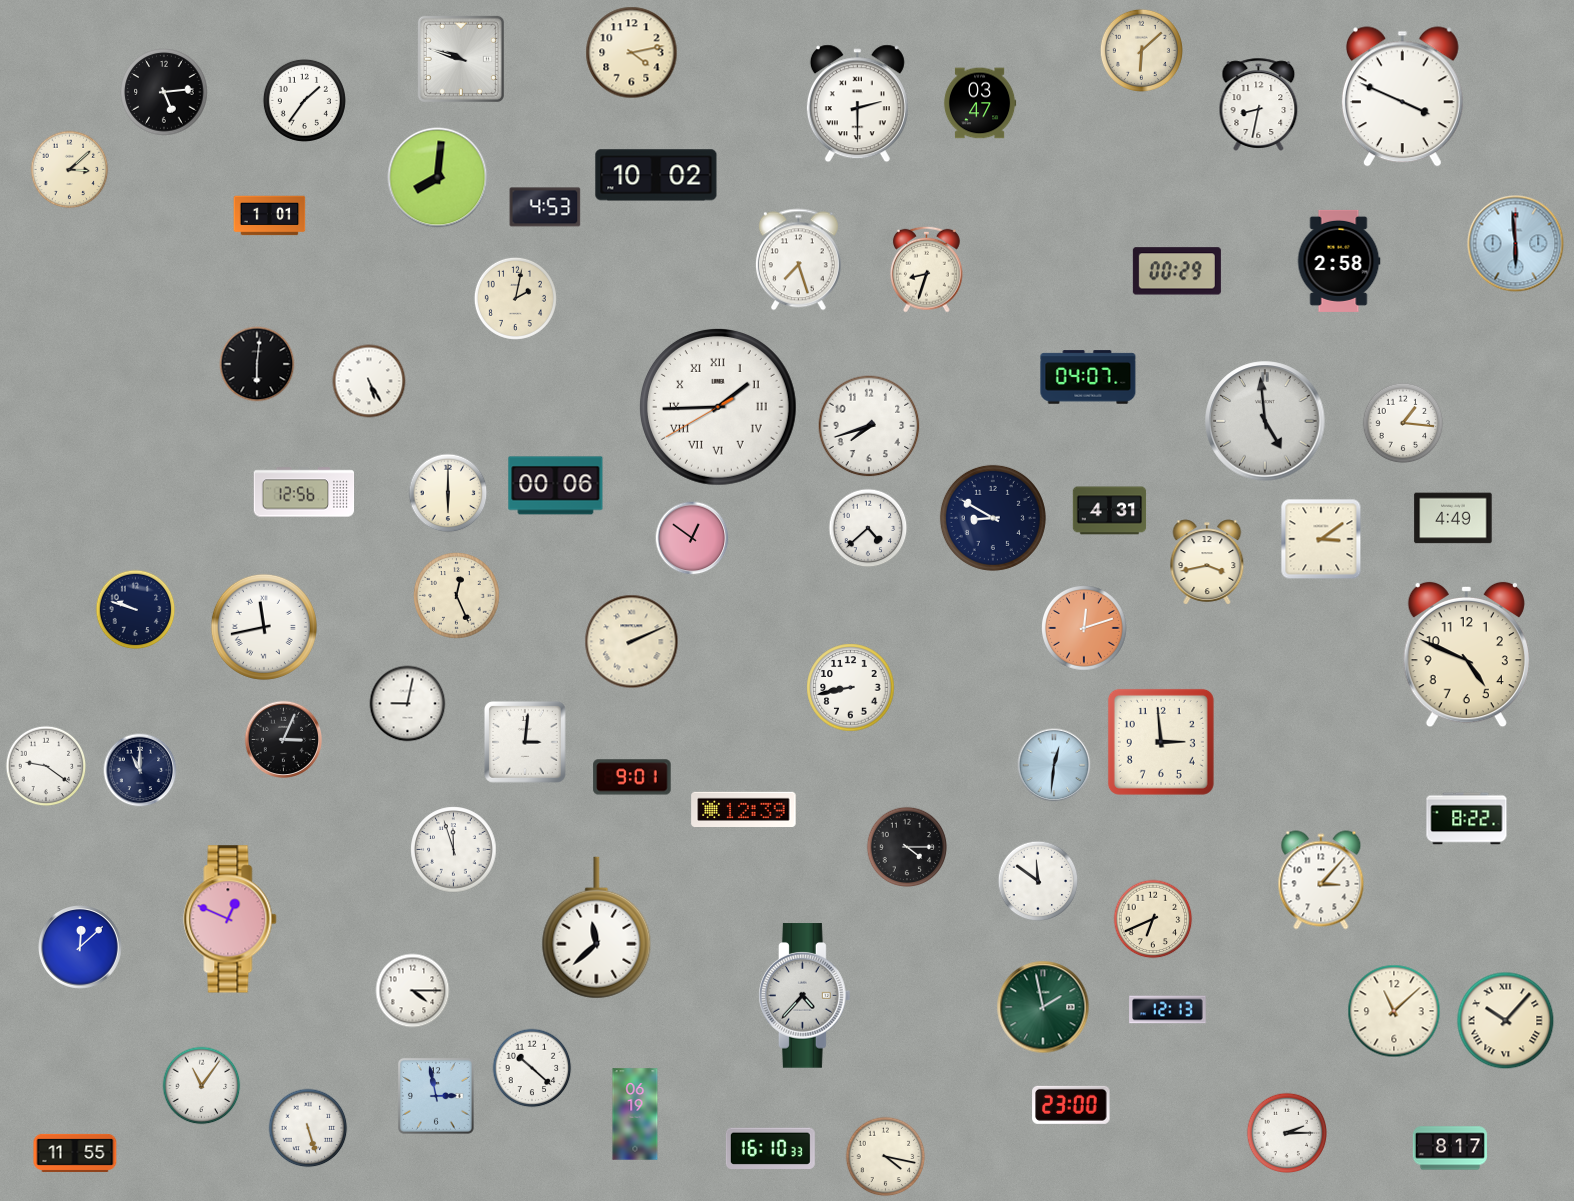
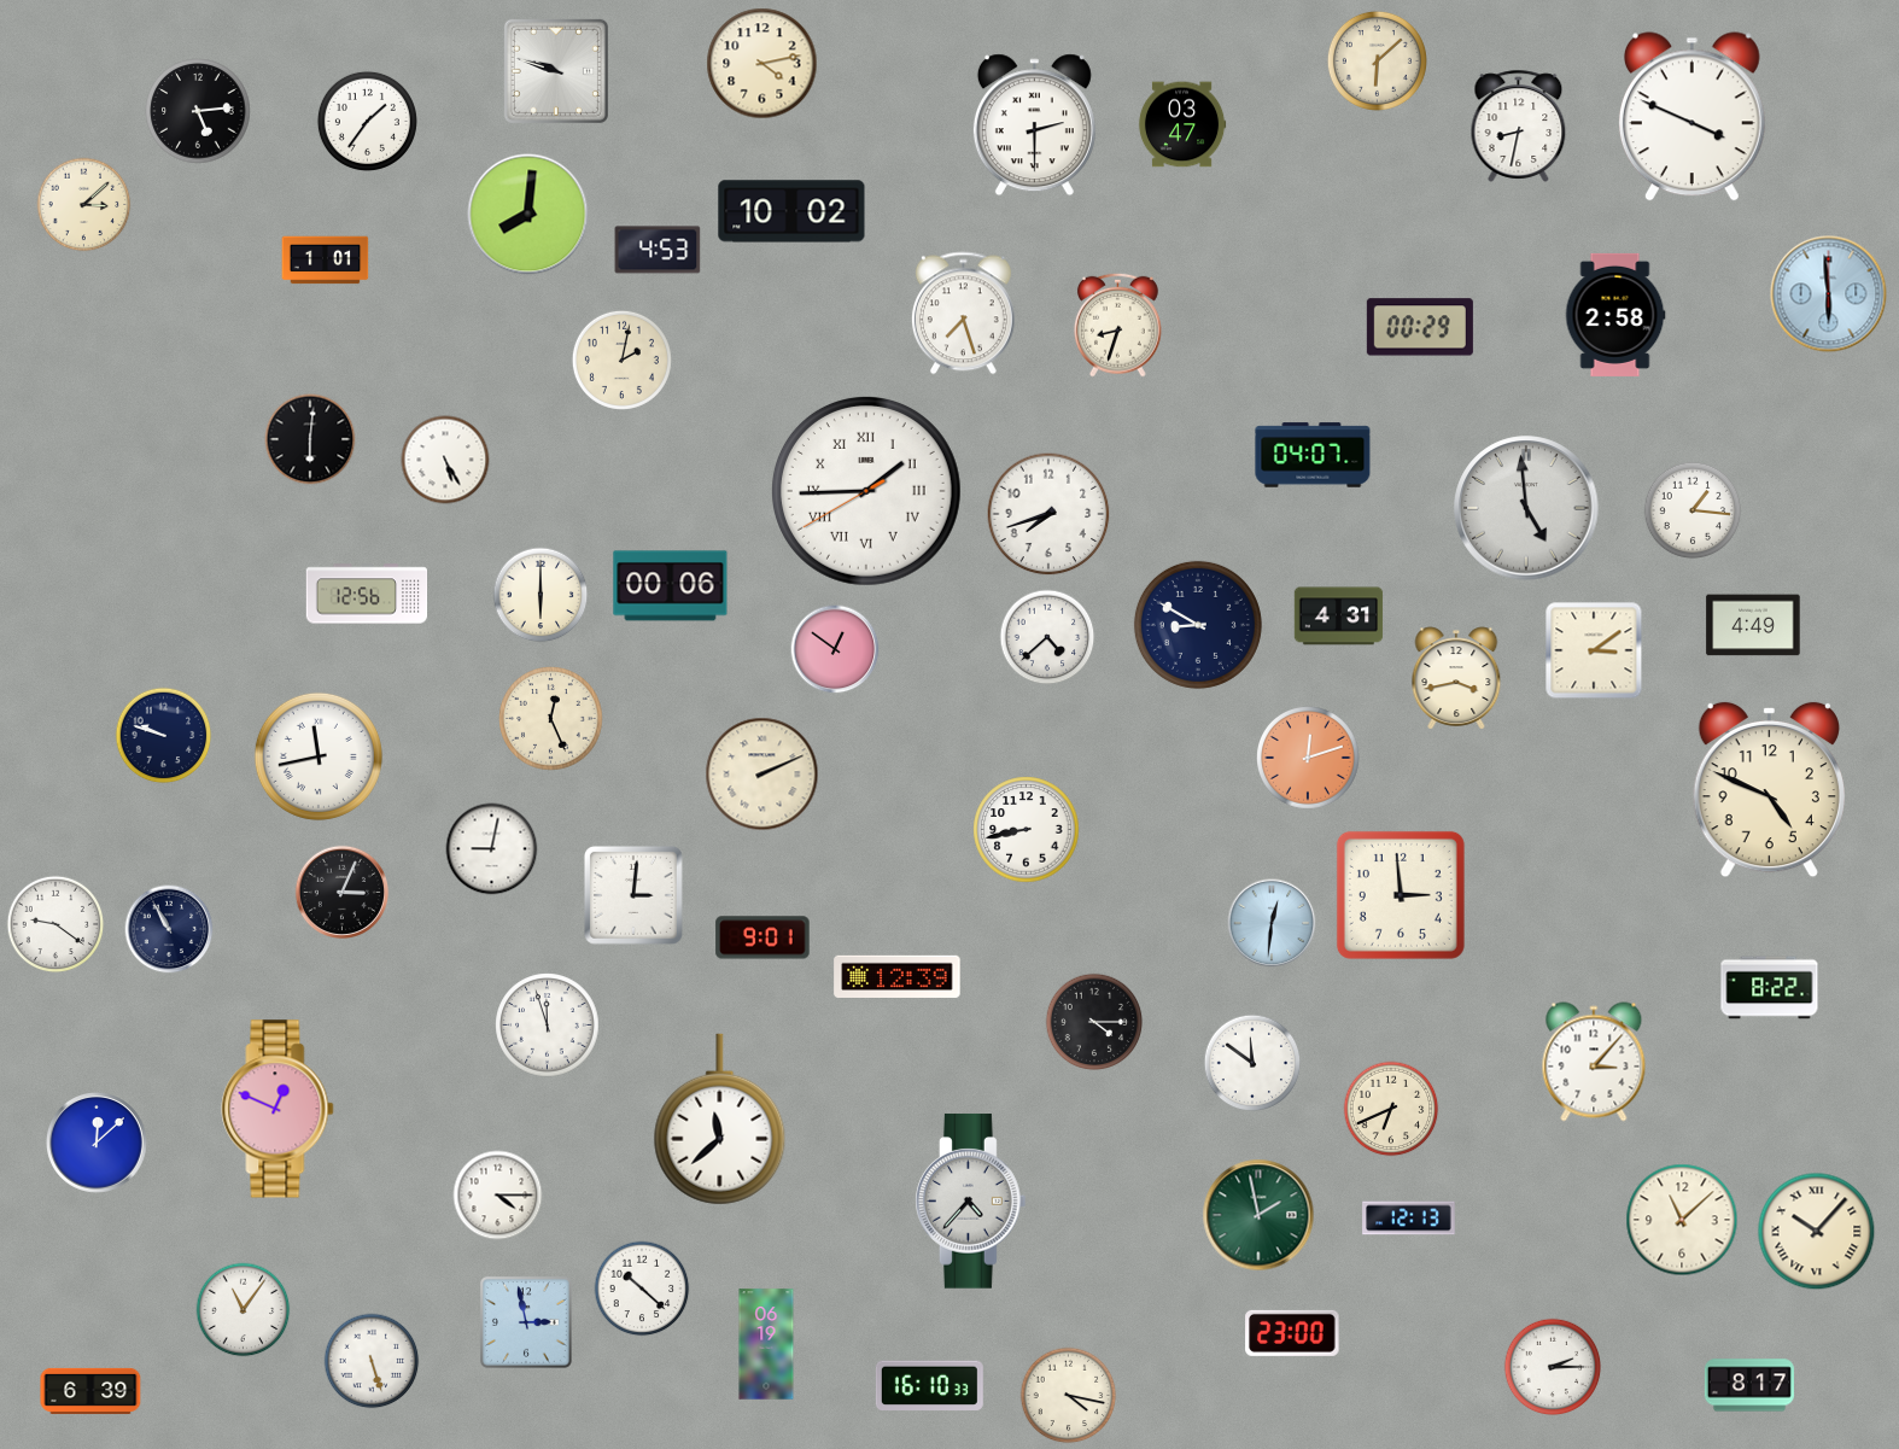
clock at (140, 770): 11:00 -> 10:55
clock at (75, 1153): 11:55 -> 6:39
